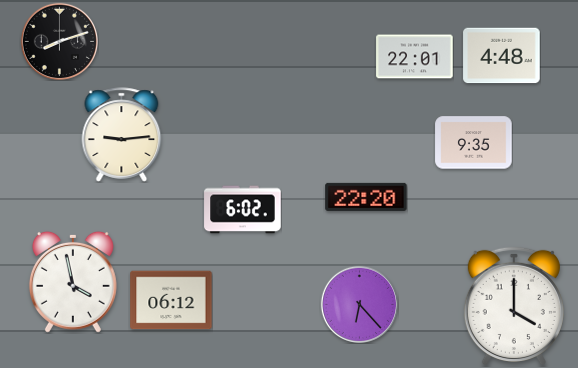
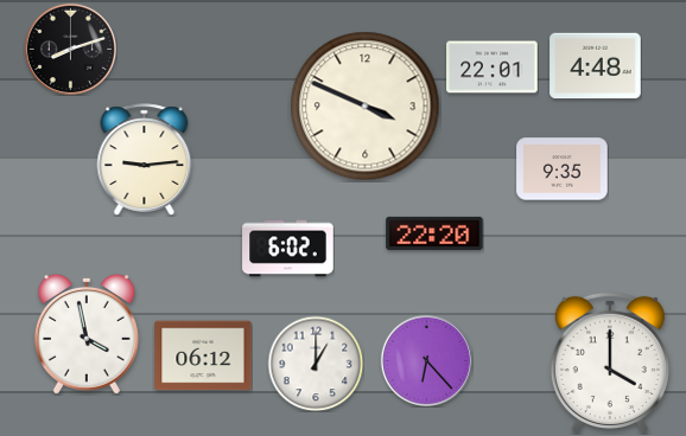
clock at (366, 107): none -> 3:49
clock at (316, 364): none -> 1:00
